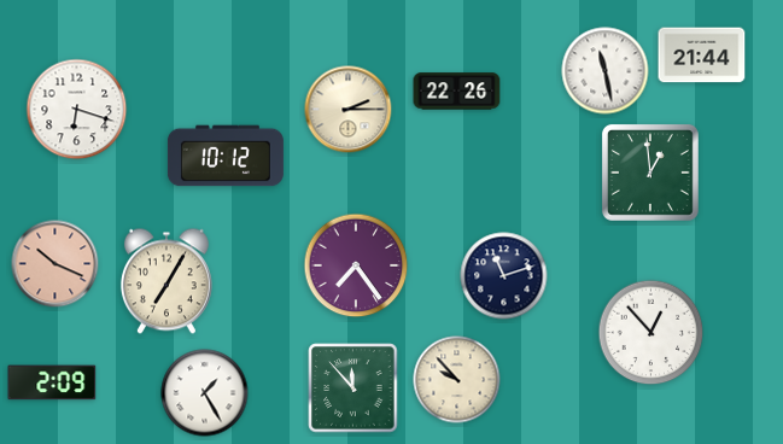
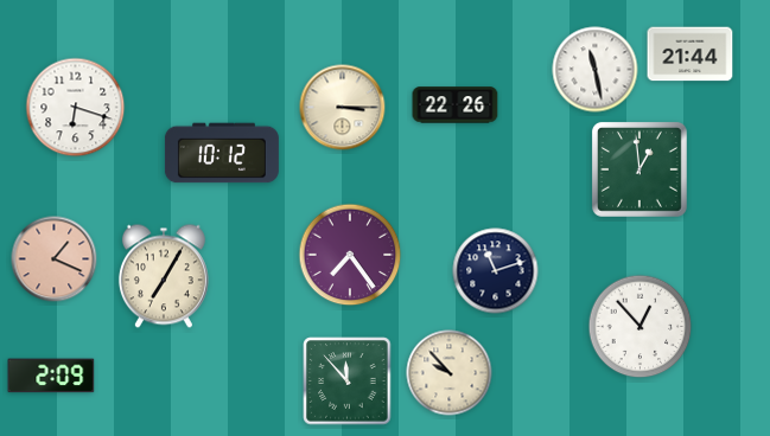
clock at (457, 92) position: (457, 92) -> (456, 105)
clock at (349, 110): 2:15 -> 3:15
clock at (55, 264): 10:19 -> 1:19
clock at (356, 265) position: (356, 265) -> (350, 255)
clock at (205, 393): 1:25 -> none
